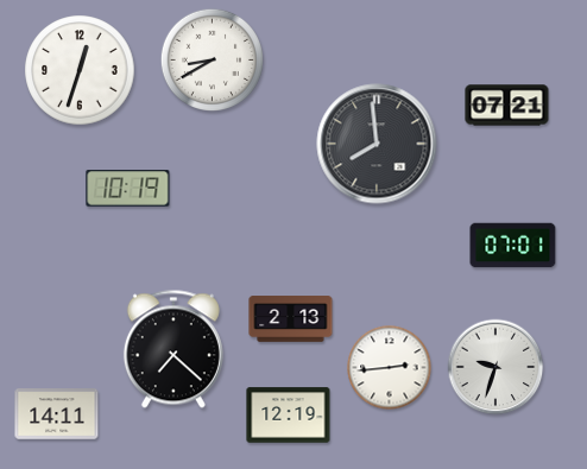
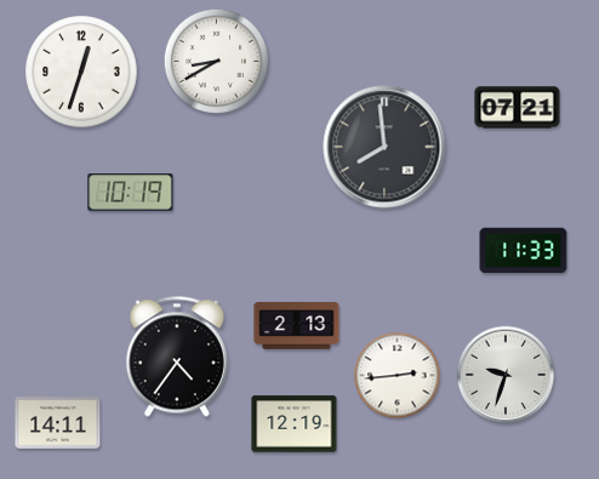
clock at (513, 246): 07:01 -> 11:33
clock at (173, 349): 7:22 -> 4:36
